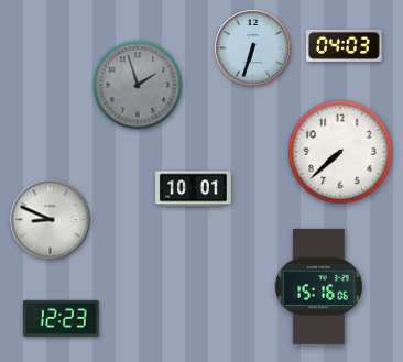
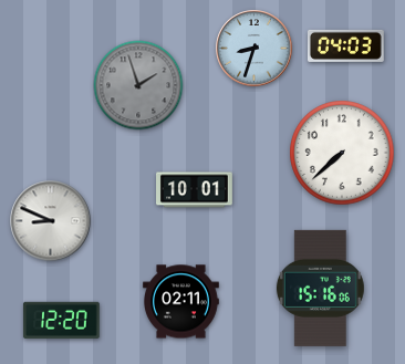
clock at (253, 48): 6:33 -> 8:33
clock at (181, 302): none -> 02:11
clock at (61, 318): 12:23 -> 12:20
